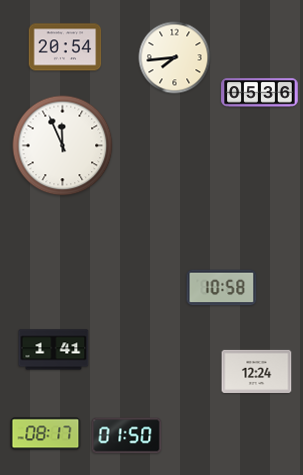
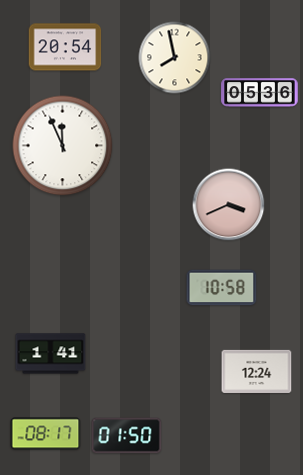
clock at (175, 58): 7:44 -> 7:58
clock at (229, 205): none -> 3:41
clock at (54, 350) position: (54, 350) -> (51, 354)
